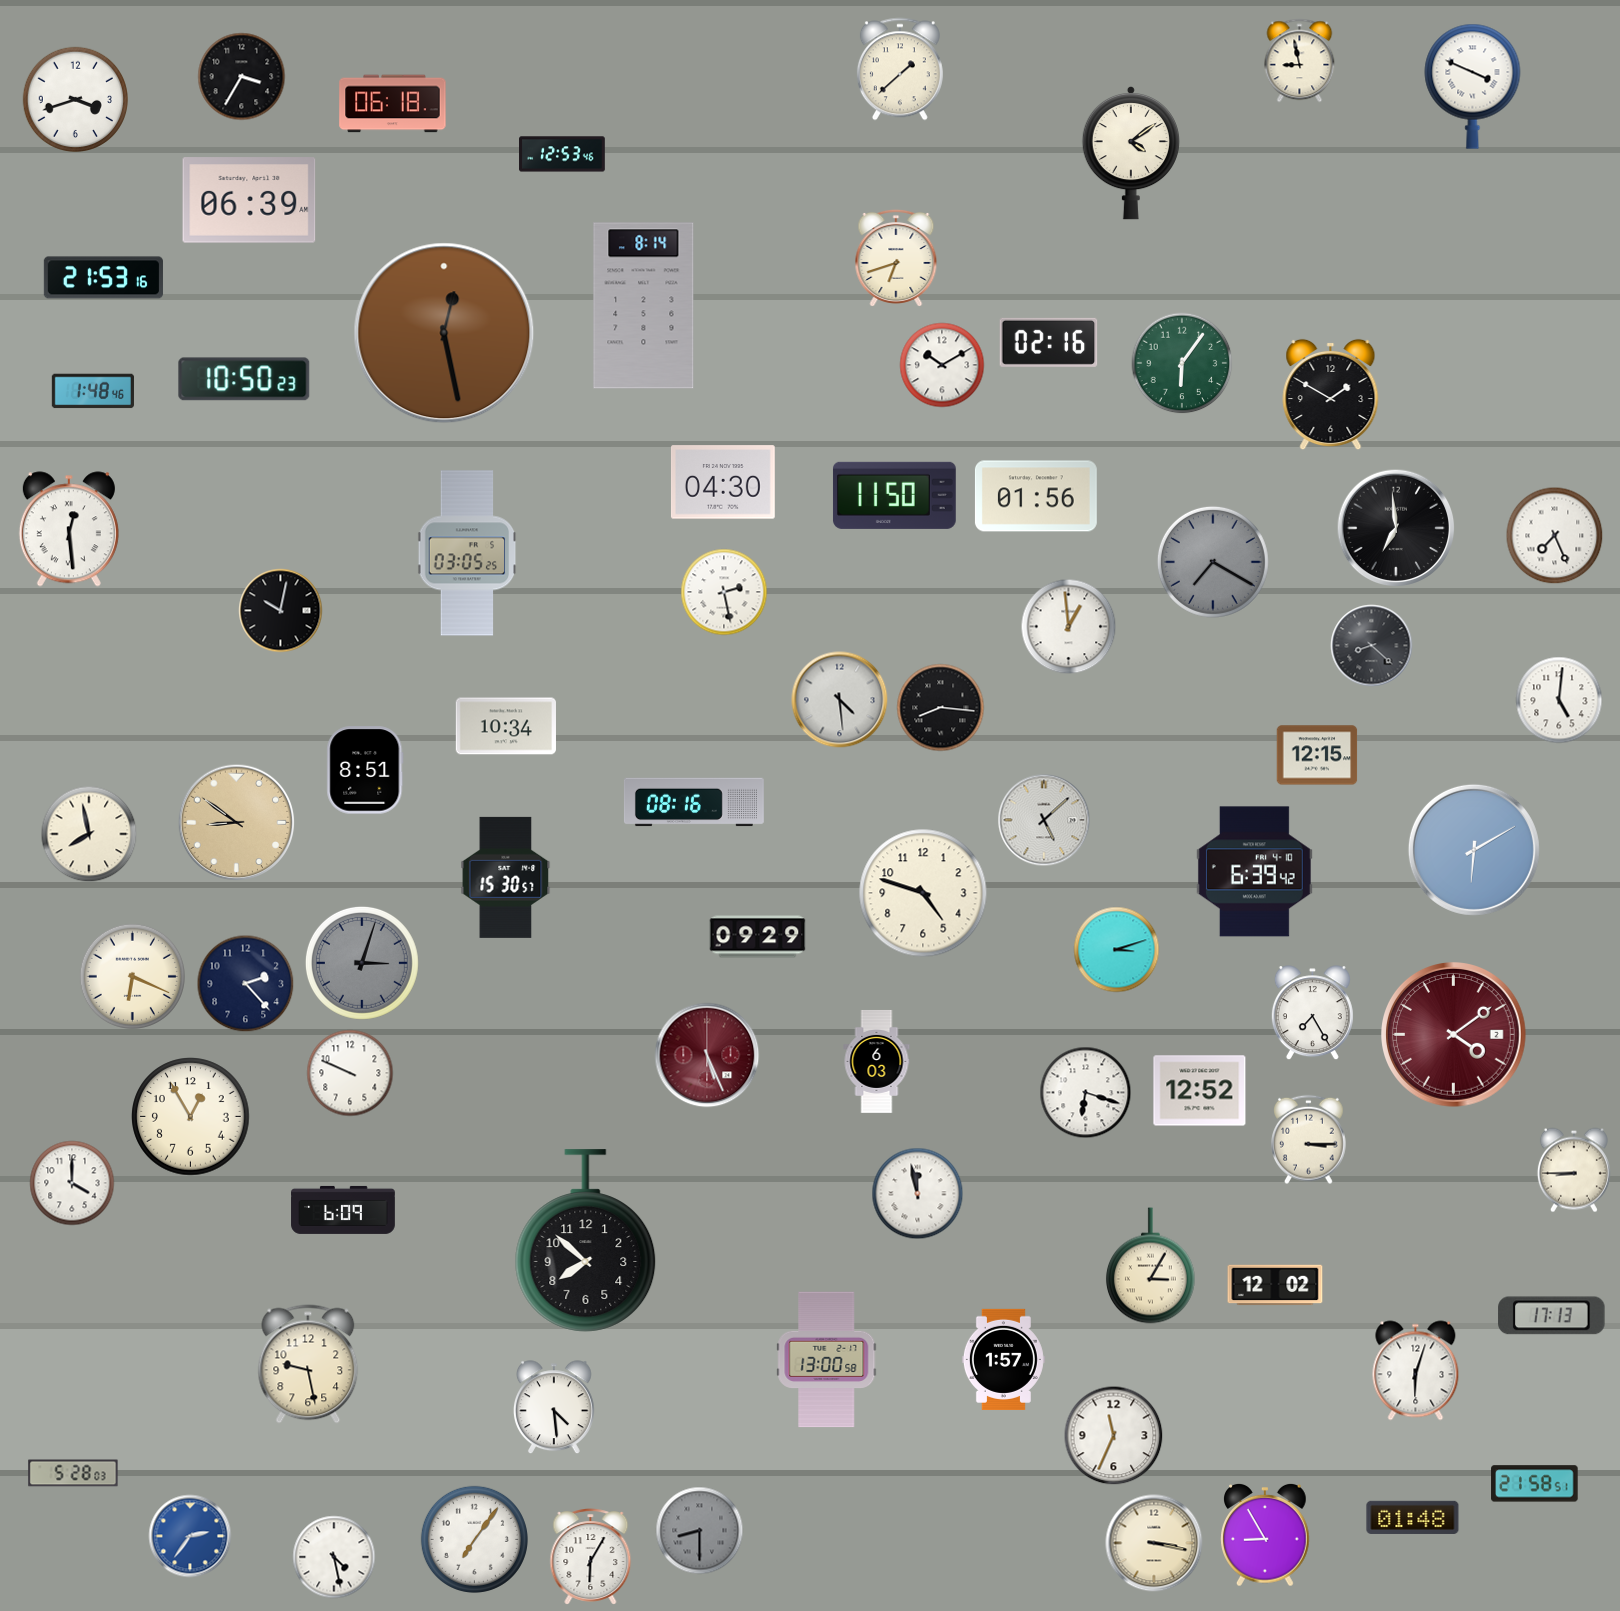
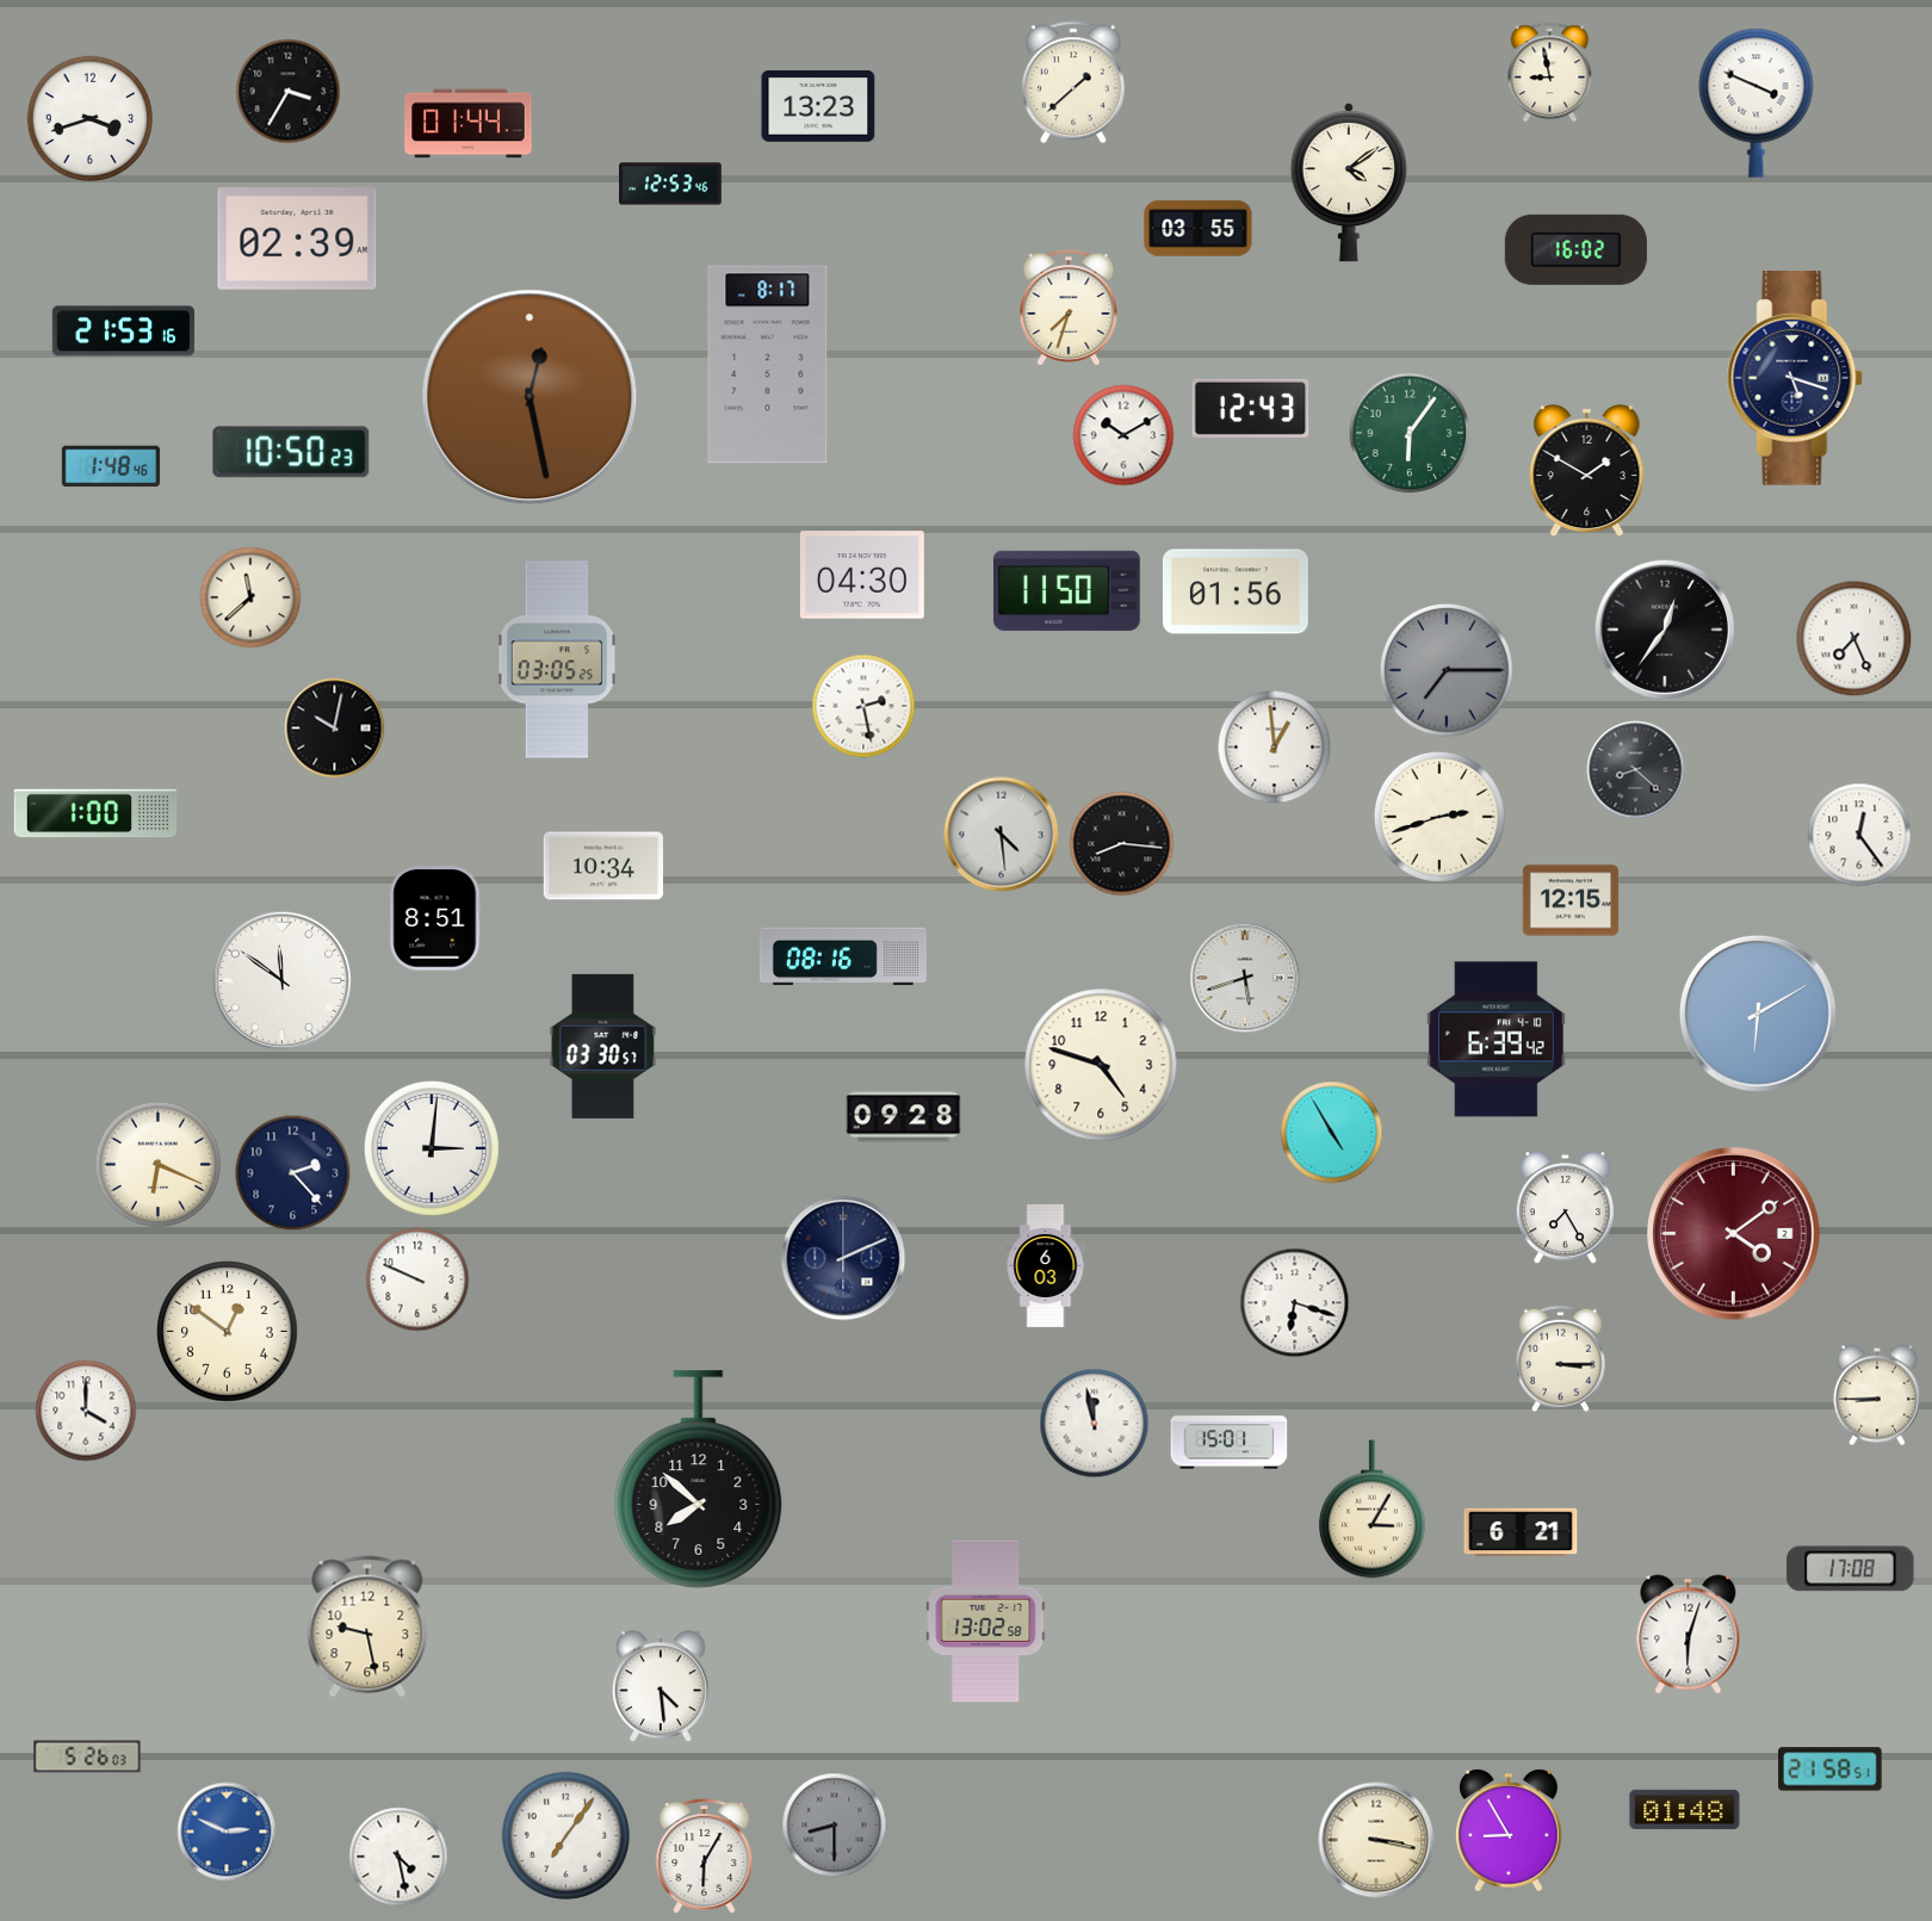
clock at (818, 107): none -> 13:23
clock at (393, 104): 06:18 -> 01:44
clock at (1199, 229): none -> 03:55
clock at (249, 200): 06:39 -> 02:39
clock at (1575, 249): none -> 16:02
clock at (896, 258): 6:42 -> 7:33
clock at (644, 306): 8:14 -> 8:17
clock at (1795, 379): none -> 5:18
clock at (1049, 342): 02:16 -> 12:43
clock at (250, 597): none -> 11:38
clock at (1396, 528): 6:59 -> 12:36
clock at (69, 529): 12:29 -> none
clock at (1213, 562): 7:20 -> 7:15
clock at (95, 813): none -> 1:00
clock at (1439, 817): none -> 2:42
clock at (1559, 700): 5:01 -> 12:24
clock at (694, 802) position: (694, 802) -> (843, 956)
clock at (1044, 820): 5:08 -> 5:42
clock at (237, 823): 8:51 -> 11:51
clock at (237, 823) dial: champagne -> white
clock at (89, 834): 7:58 -> none
clock at (506, 877): 15:30 -> 03:30
clock at (758, 937): 09:29 -> 09:28
clock at (1117, 950): 3:12 -> 4:55
clock at (362, 963): 3:03 -> 3:01
clock at (362, 963) dial: grey -> white
clock at (707, 1055): 5:26 -> 2:11
clock at (707, 1055) dial: burgundy -> navy
clock at (1200, 1091): 12:52 -> none
clock at (191, 1117): 12:55 -> 12:51
clock at (343, 1210): 6:09 -> none
clock at (1230, 1443): none -> 15:01
clock at (1275, 1285): 12:02 -> 6:21
clock at (1552, 1316): 17:13 -> 17:08
clock at (1003, 1359): 1:57 -> none
clock at (827, 1360): 13:00 -> 13:02
clock at (554, 1408) position: (554, 1408) -> (661, 1687)
clock at (1114, 1436): 11:34 -> none
clock at (73, 1473): 5:28 -> 5:26
clock at (190, 1536): 2:36 -> 2:49
